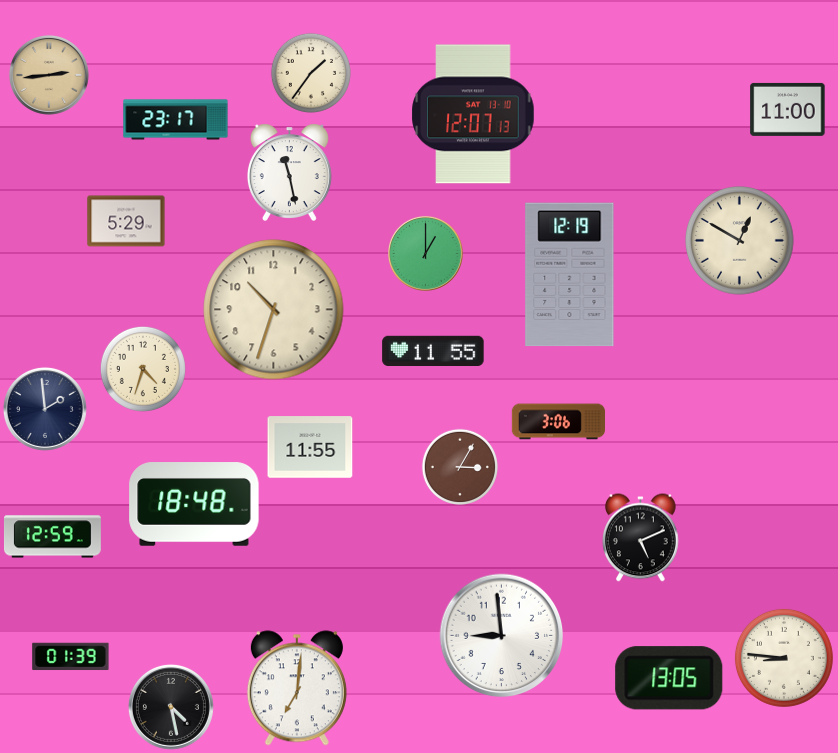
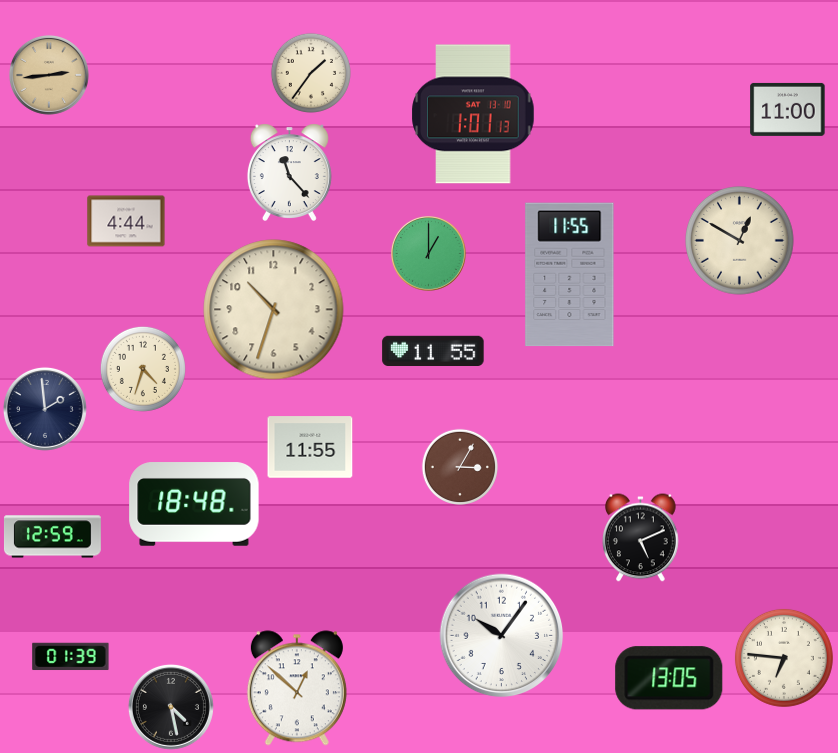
clock at (473, 114): 12:07 -> 1:01
clock at (176, 120): 23:17 -> none
clock at (289, 172): 11:28 -> 11:23
clock at (126, 221): 5:29 -> 4:44
clock at (426, 254) position: (426, 254) -> (429, 254)
clock at (570, 275): 12:19 -> 11:55
clock at (558, 422): 3:06 -> none
clock at (502, 636): 8:59 -> 10:06
clock at (784, 658): 8:46 -> 6:46
clock at (297, 688): 7:01 -> 12:52
